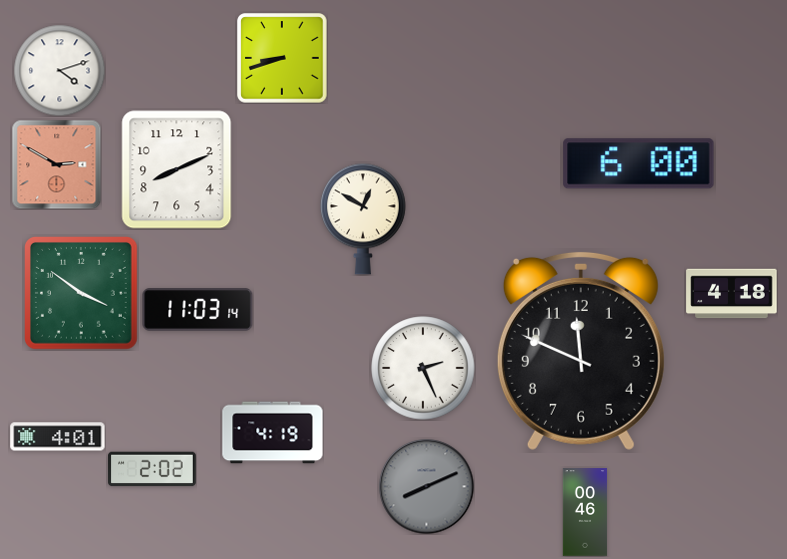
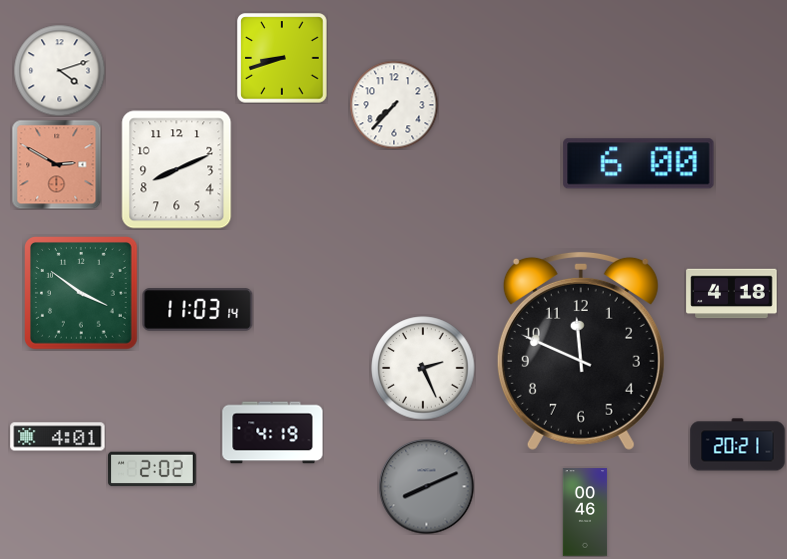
clock at (394, 105): none -> 7:37
clock at (363, 219): 12:50 -> none
clock at (738, 445): none -> 20:21
